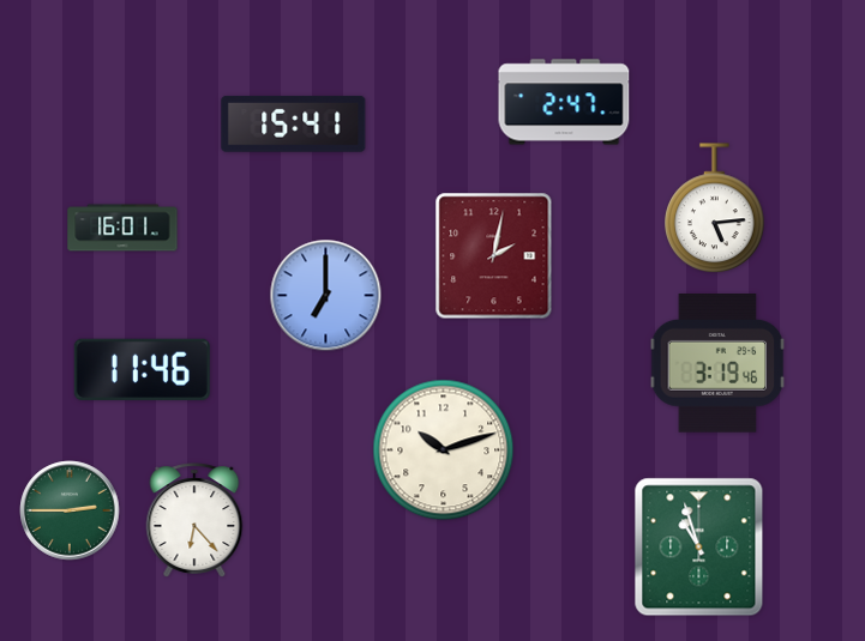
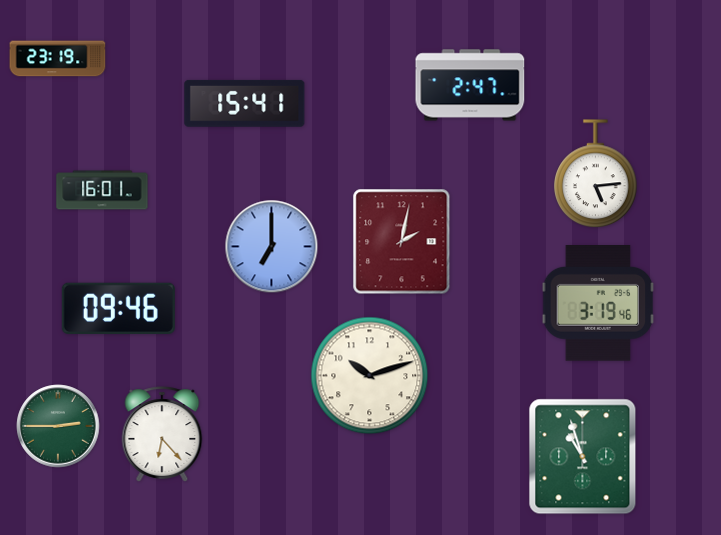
clock at (58, 59): none -> 23:19
clock at (494, 256) position: (494, 256) -> (402, 242)
clock at (142, 369): 11:46 -> 09:46
